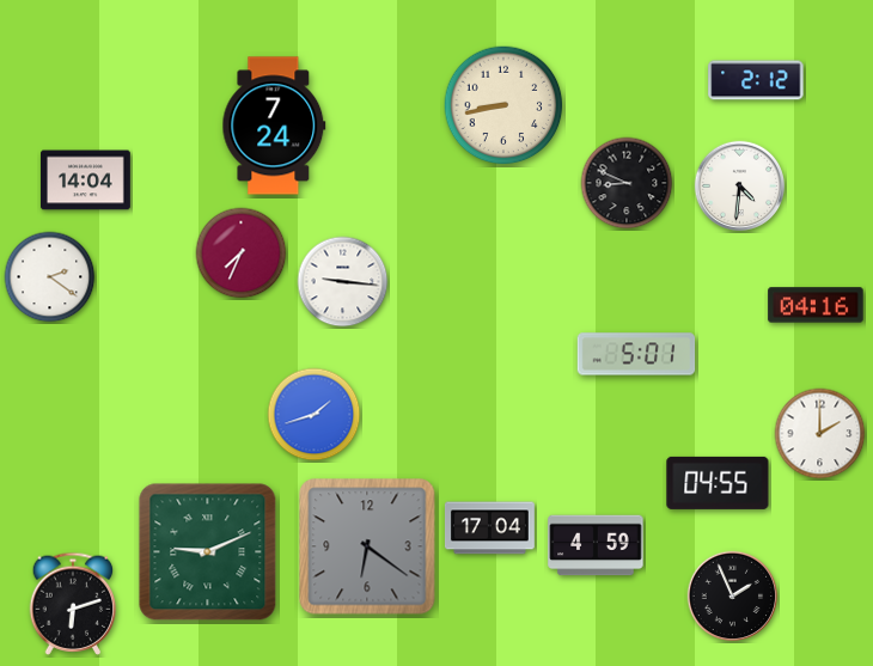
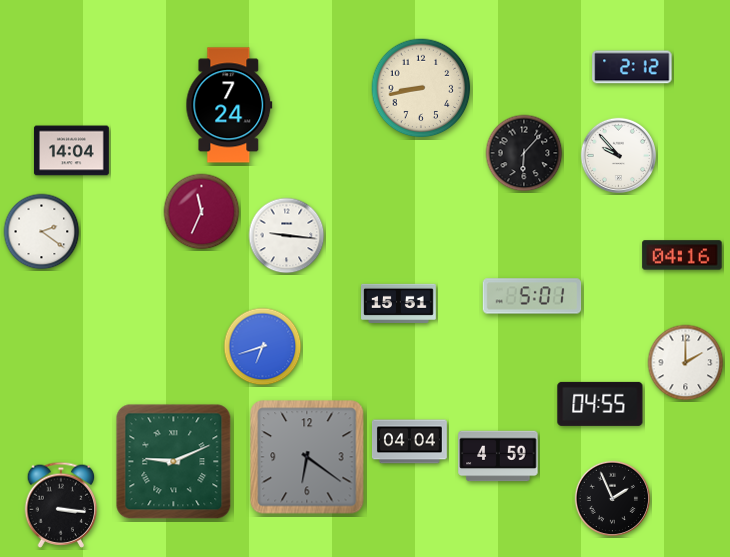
clock at (627, 183): 8:49 -> 6:07
clock at (740, 187): 4:31 -> 9:53
clock at (242, 253): 7:34 -> 11:34
clock at (399, 303): none -> 15:51
clock at (315, 415): 1:42 -> 6:42
clock at (489, 528): 17:04 -> 04:04
clock at (73, 604): 6:12 -> 3:16
